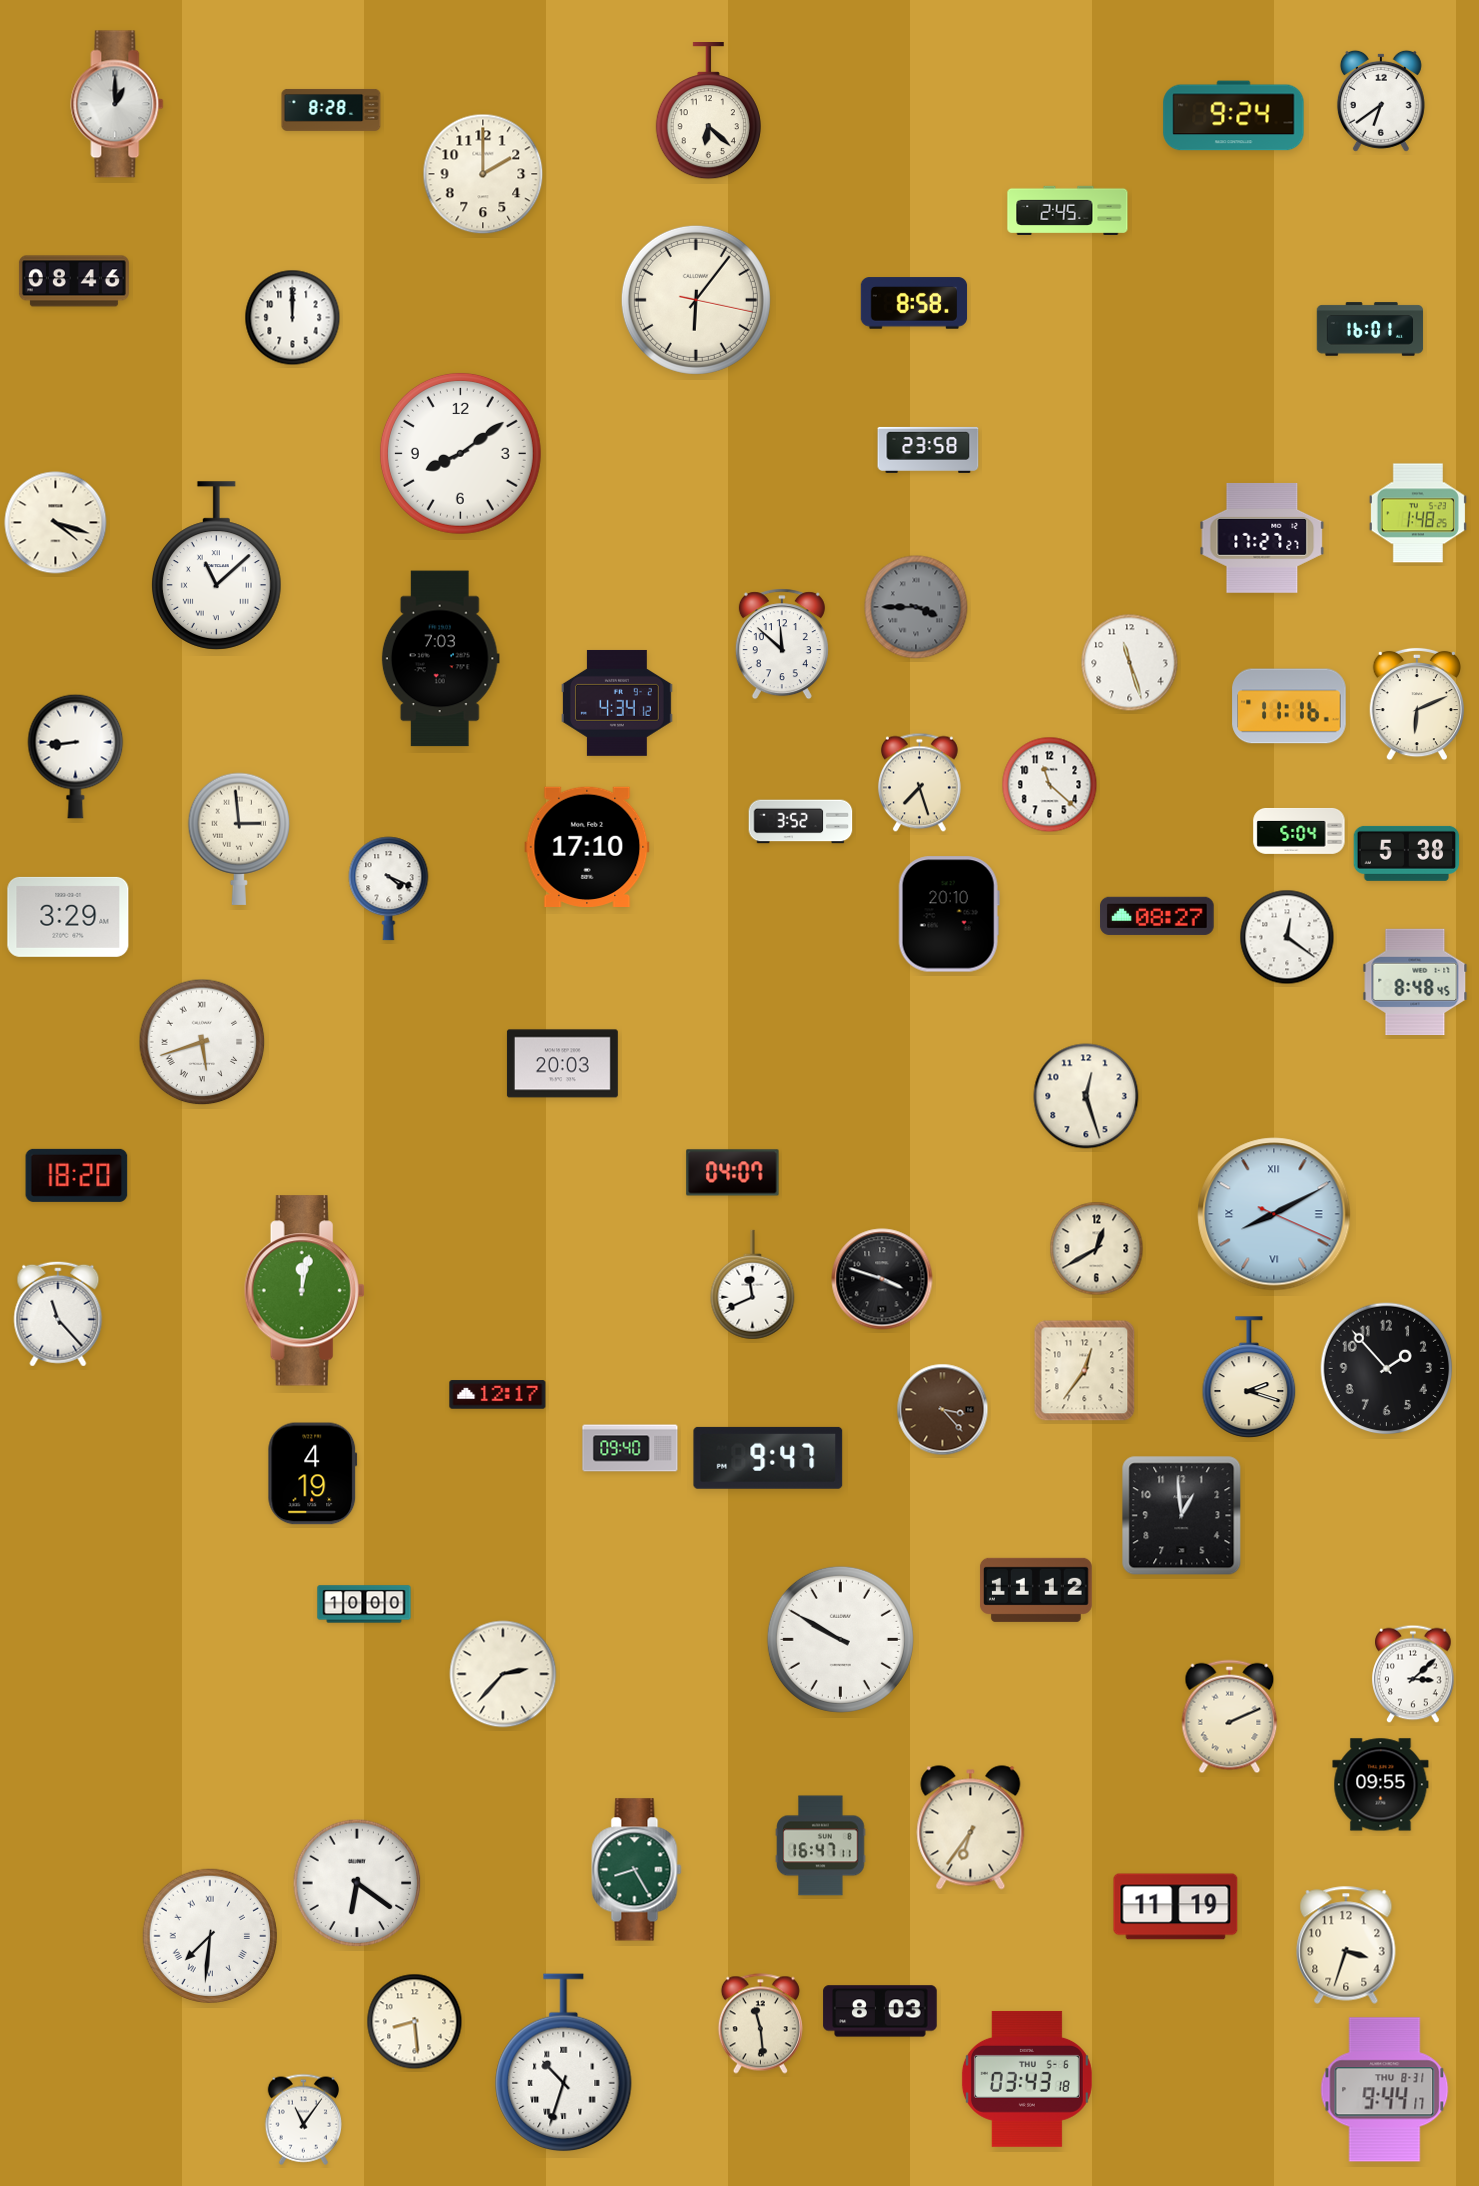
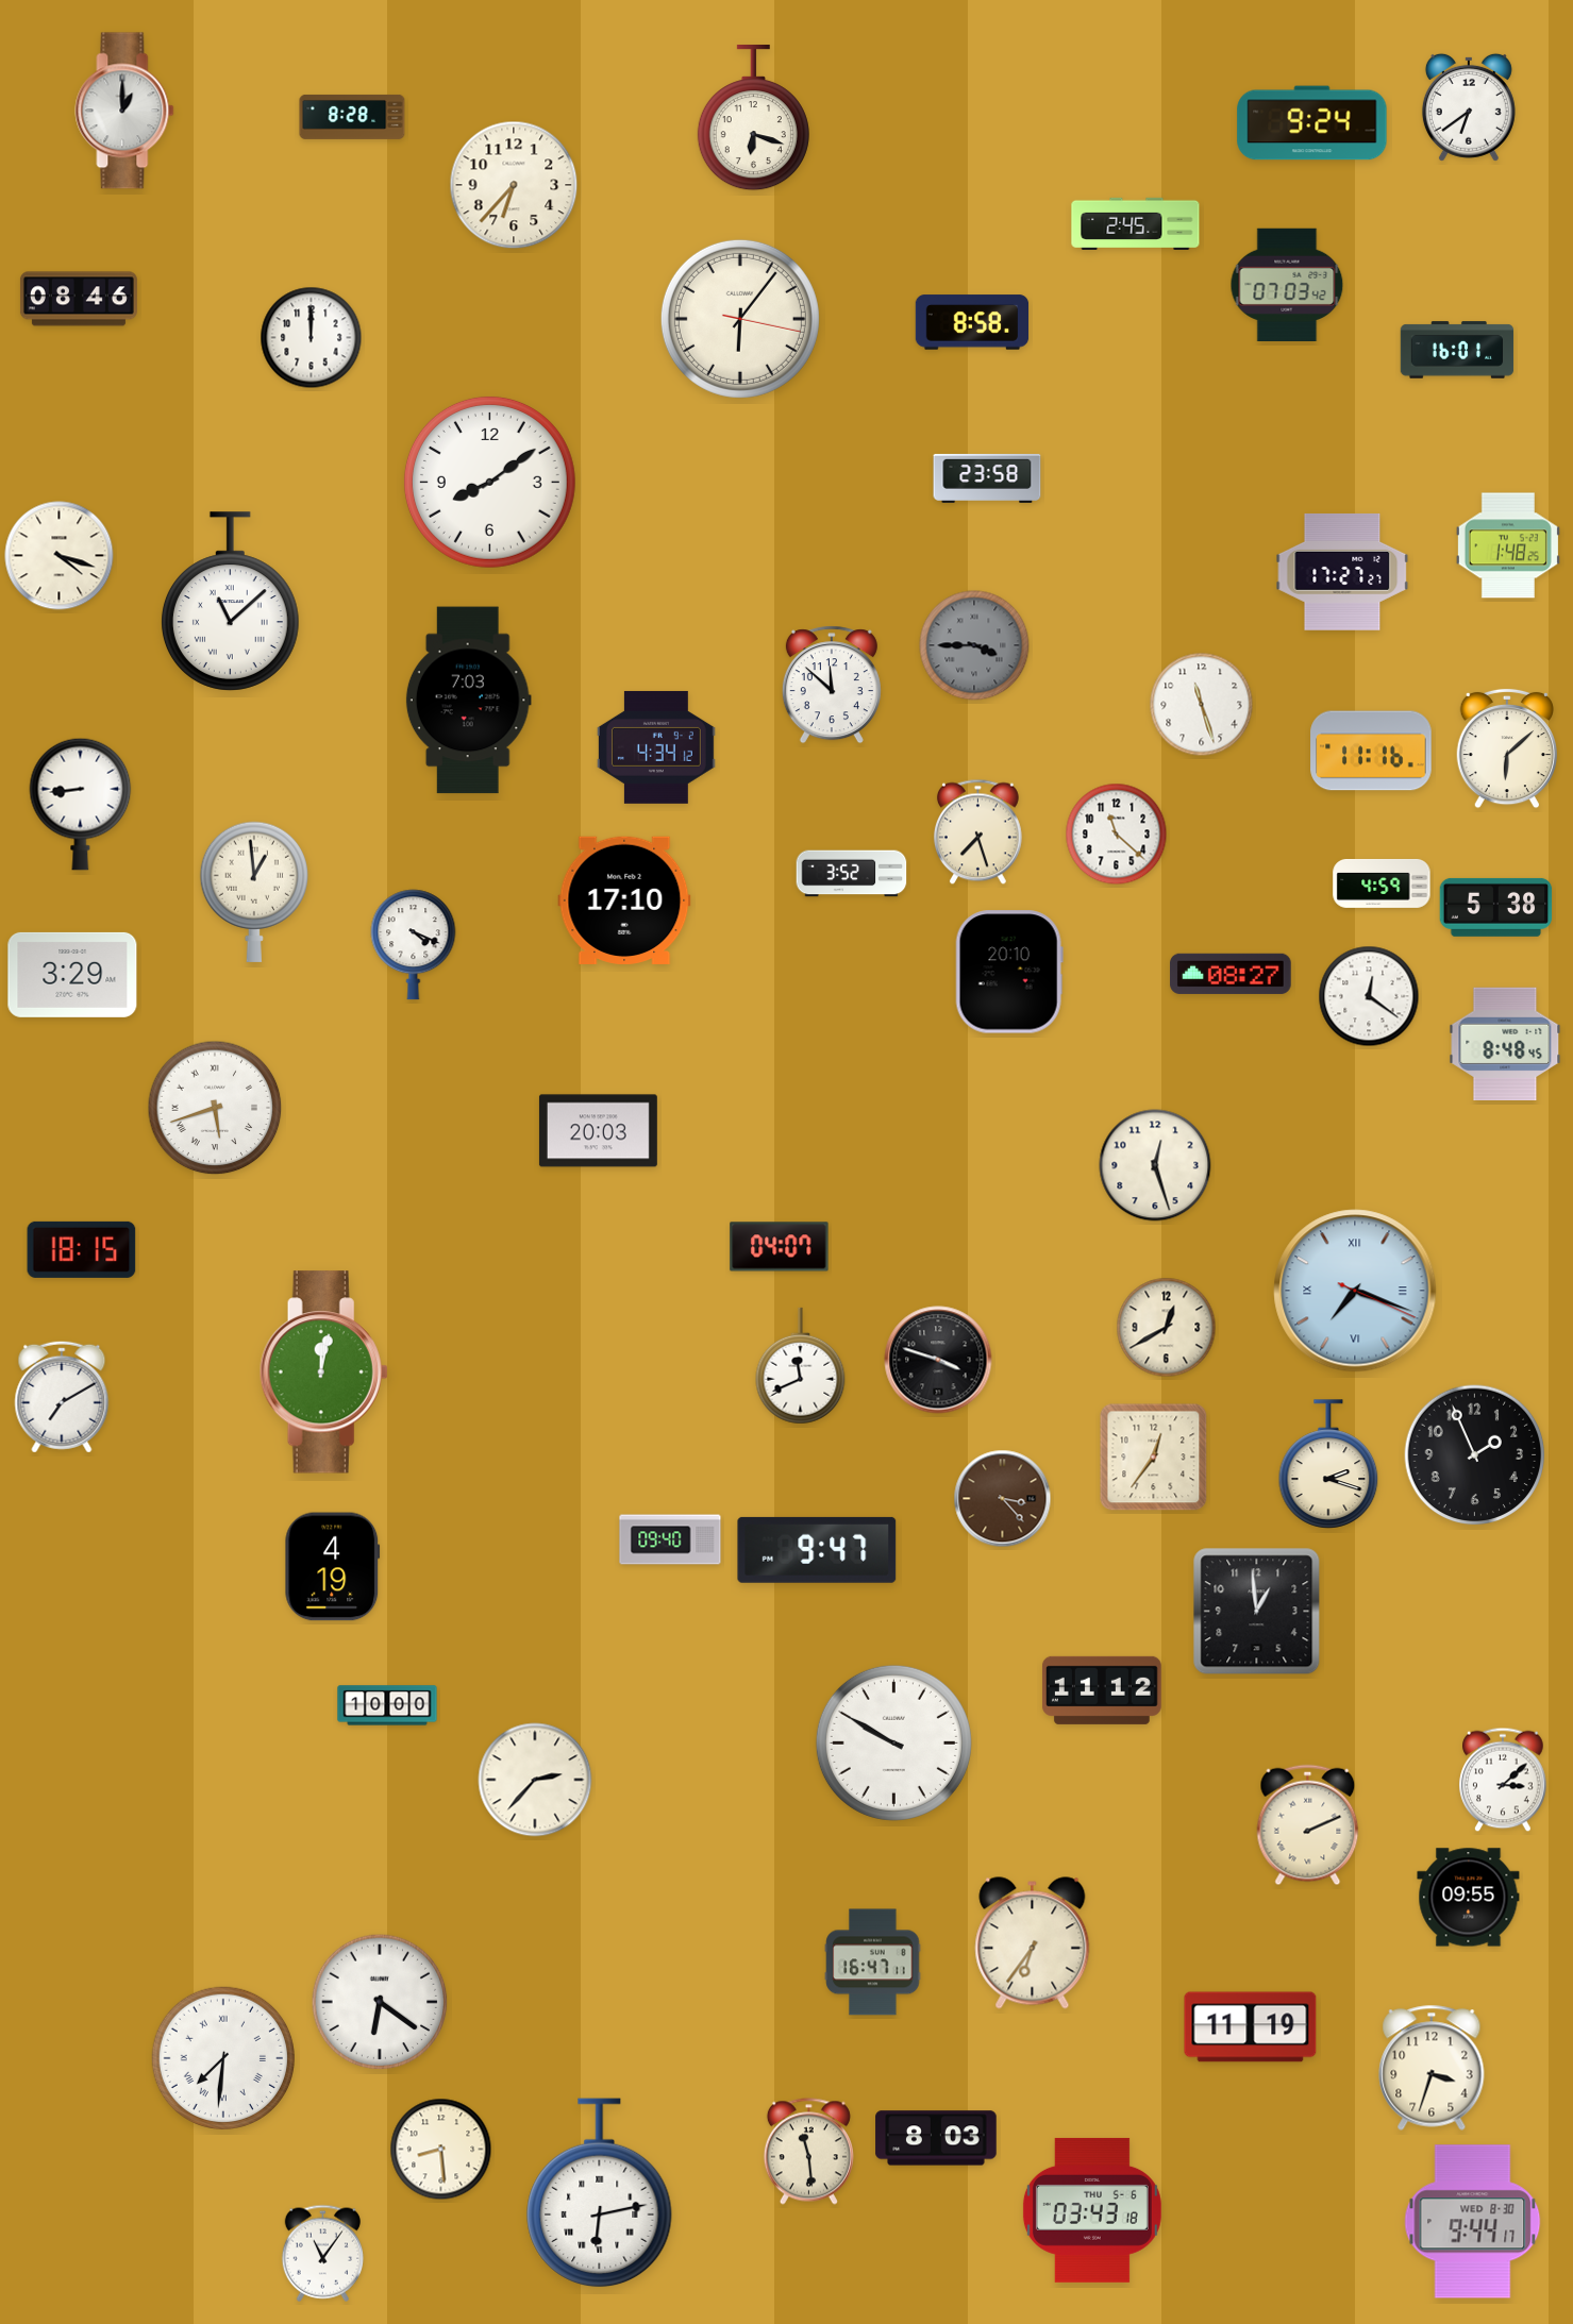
clock at (708, 112): 6:22 -> 6:18
clock at (483, 174): 2:00 -> 6:37
clock at (1287, 284): none -> 07:03
clock at (1416, 704): 6:11 -> 6:08
clock at (1299, 831): 5:04 -> 4:59
clock at (238, 839): 2:59 -> 12:59
clock at (77, 1175): 18:20 -> 18:15
clock at (1274, 1214): 8:10 -> 7:18
clock at (58, 1314): 11:23 -> 7:10
clock at (1387, 1369): 1:53 -> 1:56
clock at (498, 1395): 12:17 -> none
clock at (637, 1870): 8:25 -> none
clock at (564, 2063): 10:33 -> 6:13
clock at (1385, 2090) date: THU 8-31 -> WED 8-30
